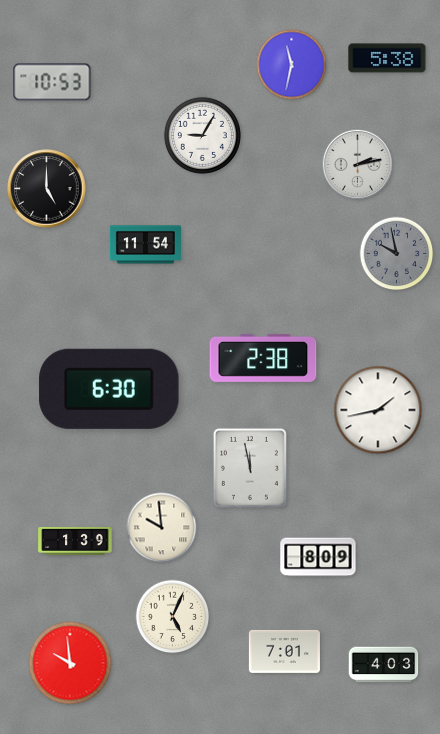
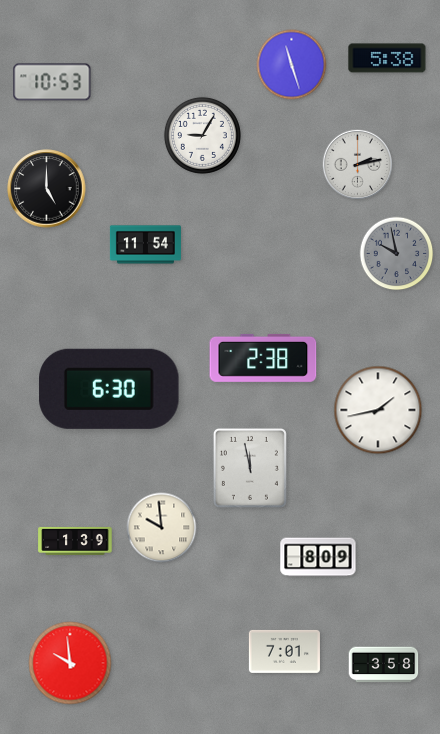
clock at (292, 65): 11:32 -> 11:27
clock at (173, 617): 5:04 -> none
clock at (384, 665): 4:03 -> 3:58
